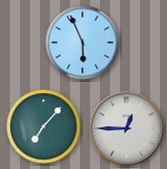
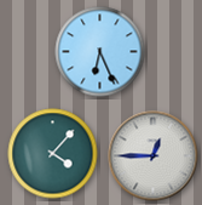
clock at (83, 43): 5:56 -> 6:26
clock at (44, 127): 7:07 -> 4:07
